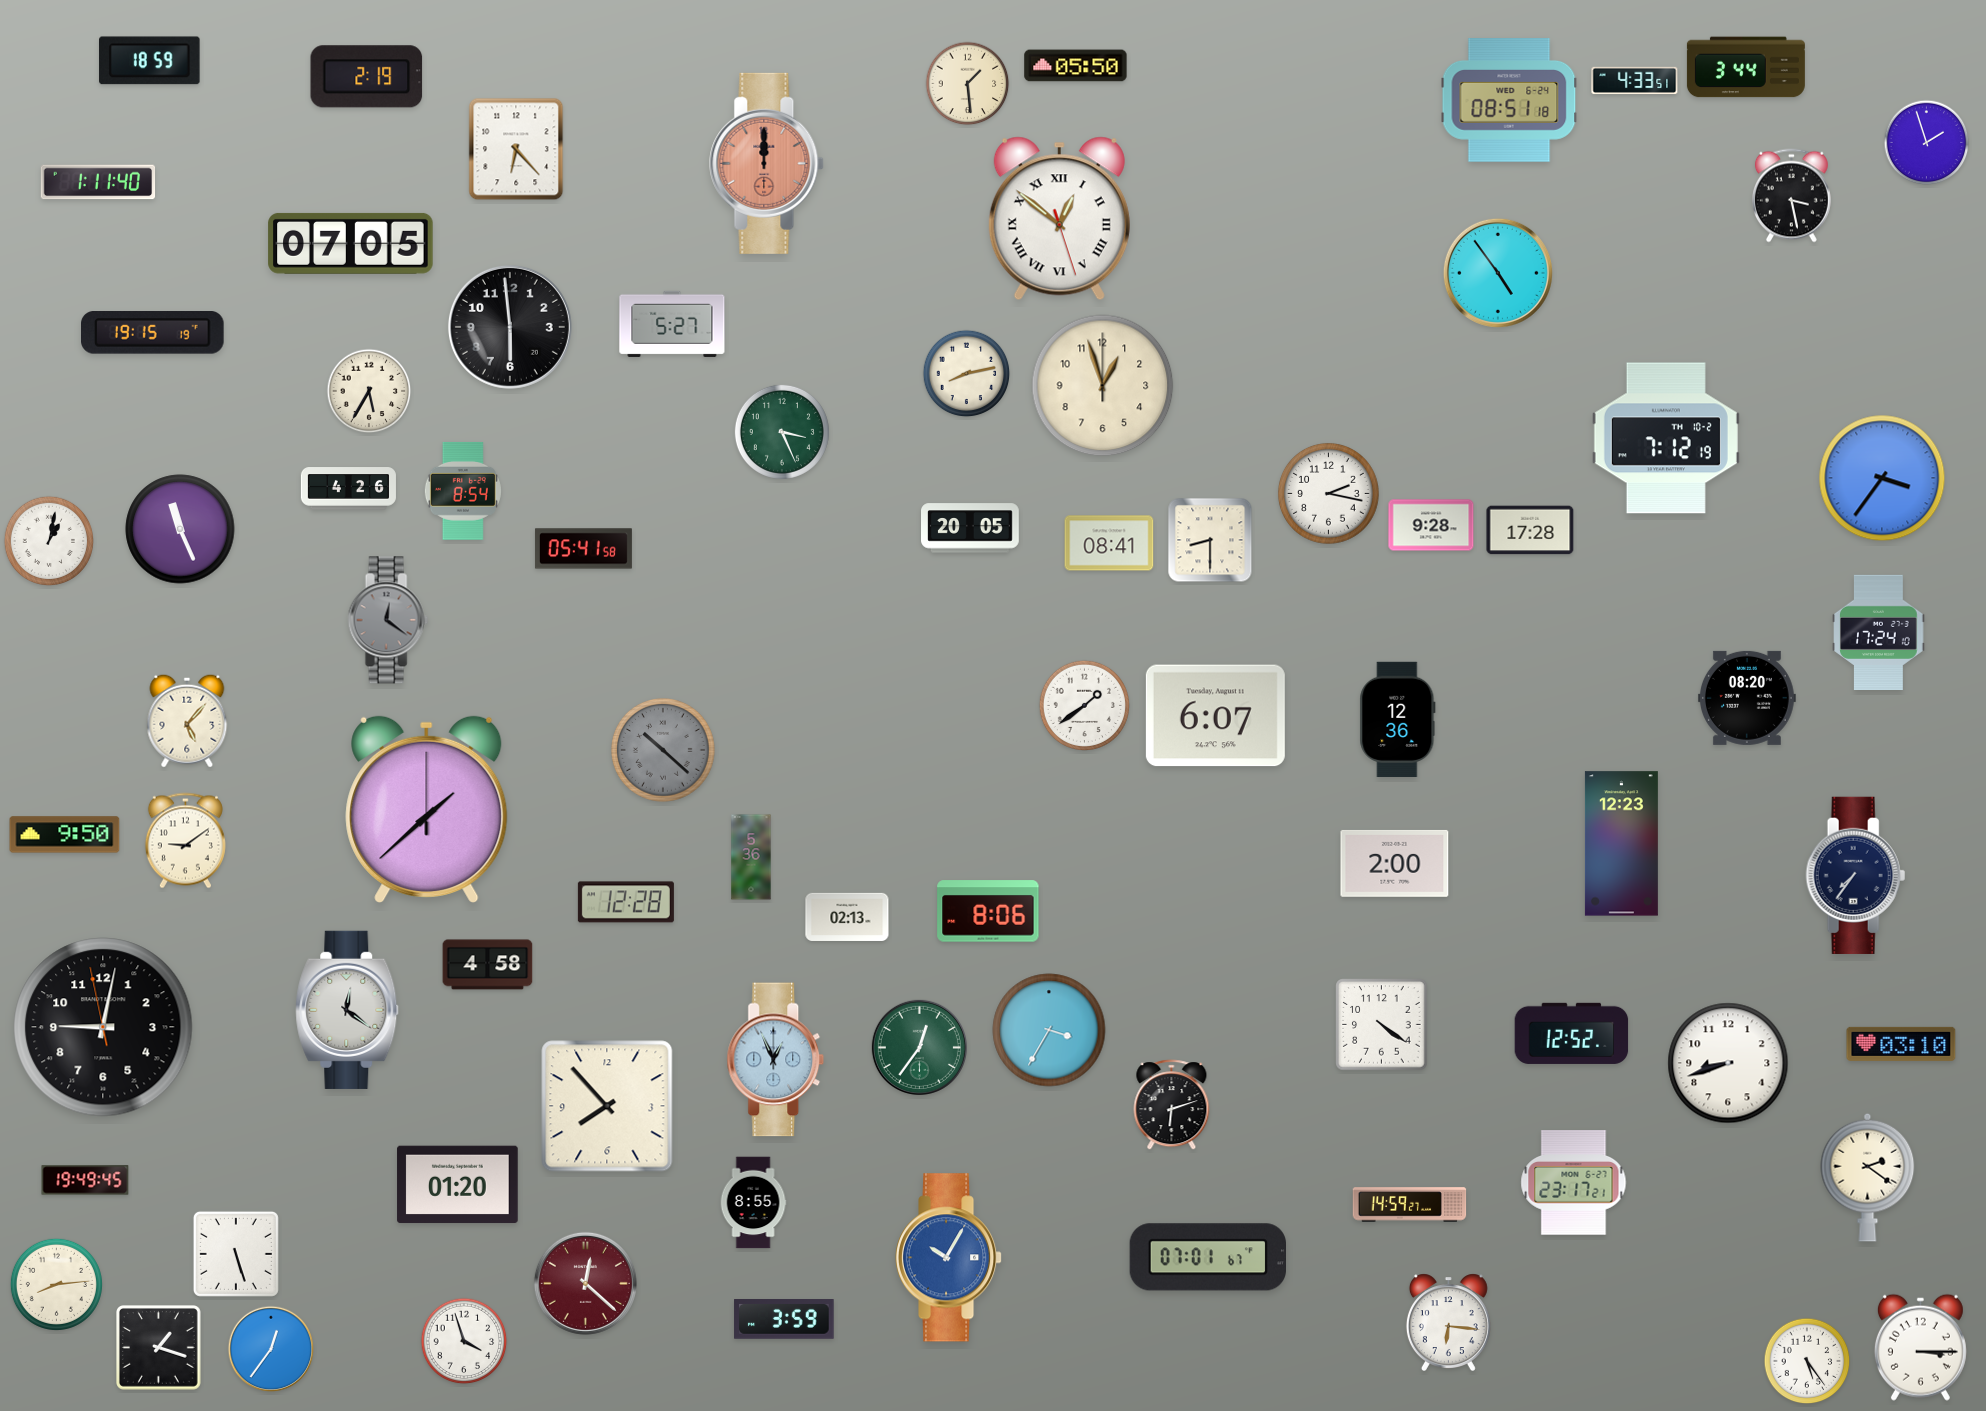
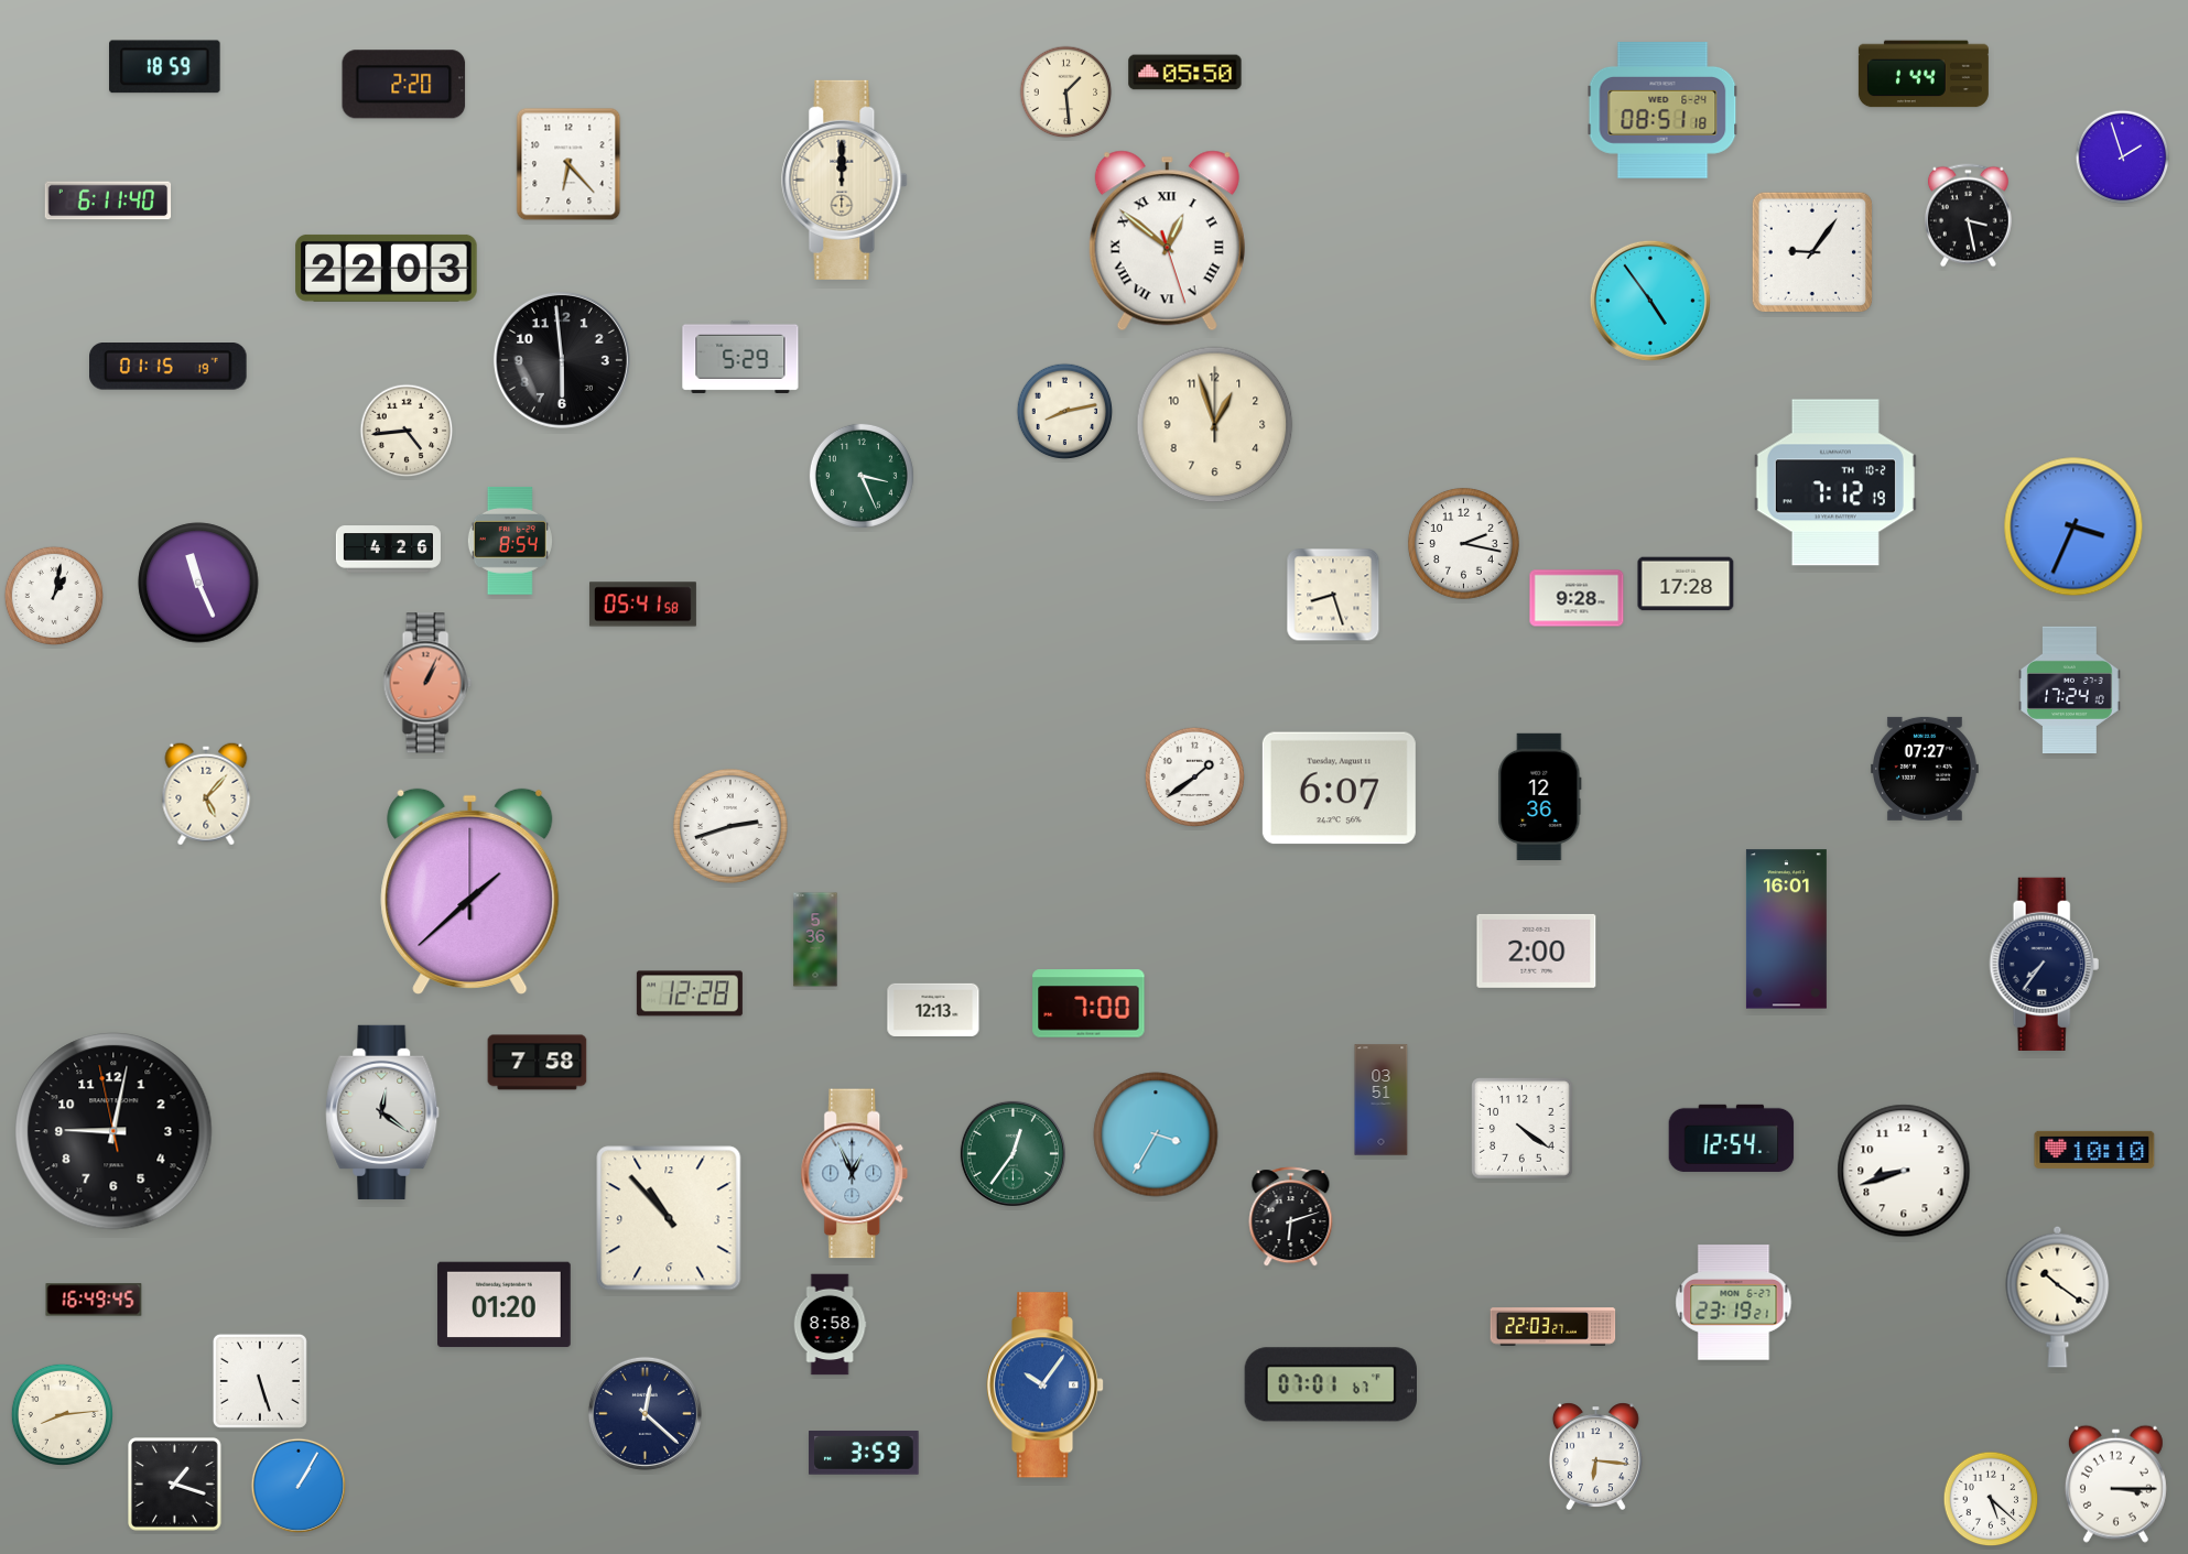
clock at (1746, 67): 3:44 -> 1:44
clock at (367, 77): 2:19 -> 2:20
clock at (1635, 81): 4:33 -> none
clock at (767, 163) dial: salmon -> cream
clock at (98, 182): 1:11 -> 6:11
clock at (1791, 196) position: (1791, 196) -> (1968, 216)
clock at (1812, 252): none -> 9:06
clock at (351, 243): 07:05 -> 22:03
clock at (672, 324): 5:27 -> 5:29
clock at (153, 333): 19:15 -> 01:15
clock at (369, 391): 5:35 -> 4:44
clock at (1882, 478): 3:36 -> 3:34
clock at (348, 489) position: (348, 489) -> (388, 550)
clock at (1431, 525) position: (1431, 525) -> (1577, 598)
clock at (971, 528): 20:05 -> none
clock at (1210, 540): 8:30 -> 8:27
clock at (1109, 543): 08:41 -> none
clock at (388, 620): 12:21 -> 1:04
clock at (388, 620) dial: grey -> salmon
clock at (1879, 632) position: (1879, 632) -> (2070, 689)
clock at (1747, 698): 08:20 -> 07:27
clock at (1398, 719) position: (1398, 719) -> (1540, 796)
clock at (663, 750): 10:22 -> 2:42
clock at (663, 750) dial: grey -> white
clock at (65, 835): 9:50 -> none
clock at (185, 841): 9:09 -> none
clock at (1621, 844): 12:23 -> 16:01
clock at (751, 857) position: (751, 857) -> (815, 939)
clock at (988, 911): 8:06 -> 7:00
clock at (847, 917): 02:13 -> 12:13
clock at (488, 965): 4:58 -> 7:58
clock at (1382, 1100): none -> 03:51
clock at (1572, 1033): 12:52 -> 12:54
clock at (1901, 1044): 03:10 -> 10:10
clock at (776, 1060) position: (776, 1060) -> (855, 1174)
clock at (607, 1106): 7:53 -> 10:53
clock at (1868, 1177): 2:21 -> 10:21
clock at (85, 1180): 19:49 -> 16:49
clock at (1574, 1183): 23:17 -> 23:19
clock at (753, 1203): 8:55 -> 8:58
clock at (1410, 1205): 14:59 -> 22:03
clock at (949, 1258): 10:05 -> 10:06
clock at (585, 1283) dial: burgundy -> navy
clock at (464, 1341): 3:57 -> none
clock at (271, 1349): 12:36 -> 1:05
clock at (1807, 1361): 5:24 -> 5:22
